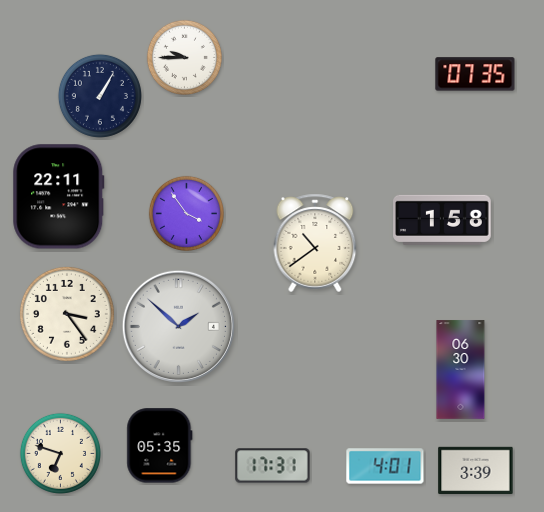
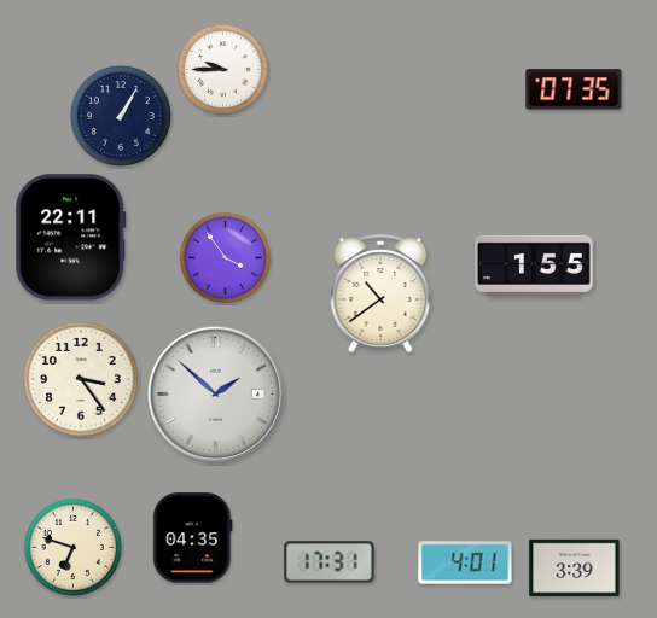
clock at (442, 220): 1:58 -> 1:55
clock at (461, 370): 06:30 -> none
clock at (160, 446): 05:35 -> 04:35
